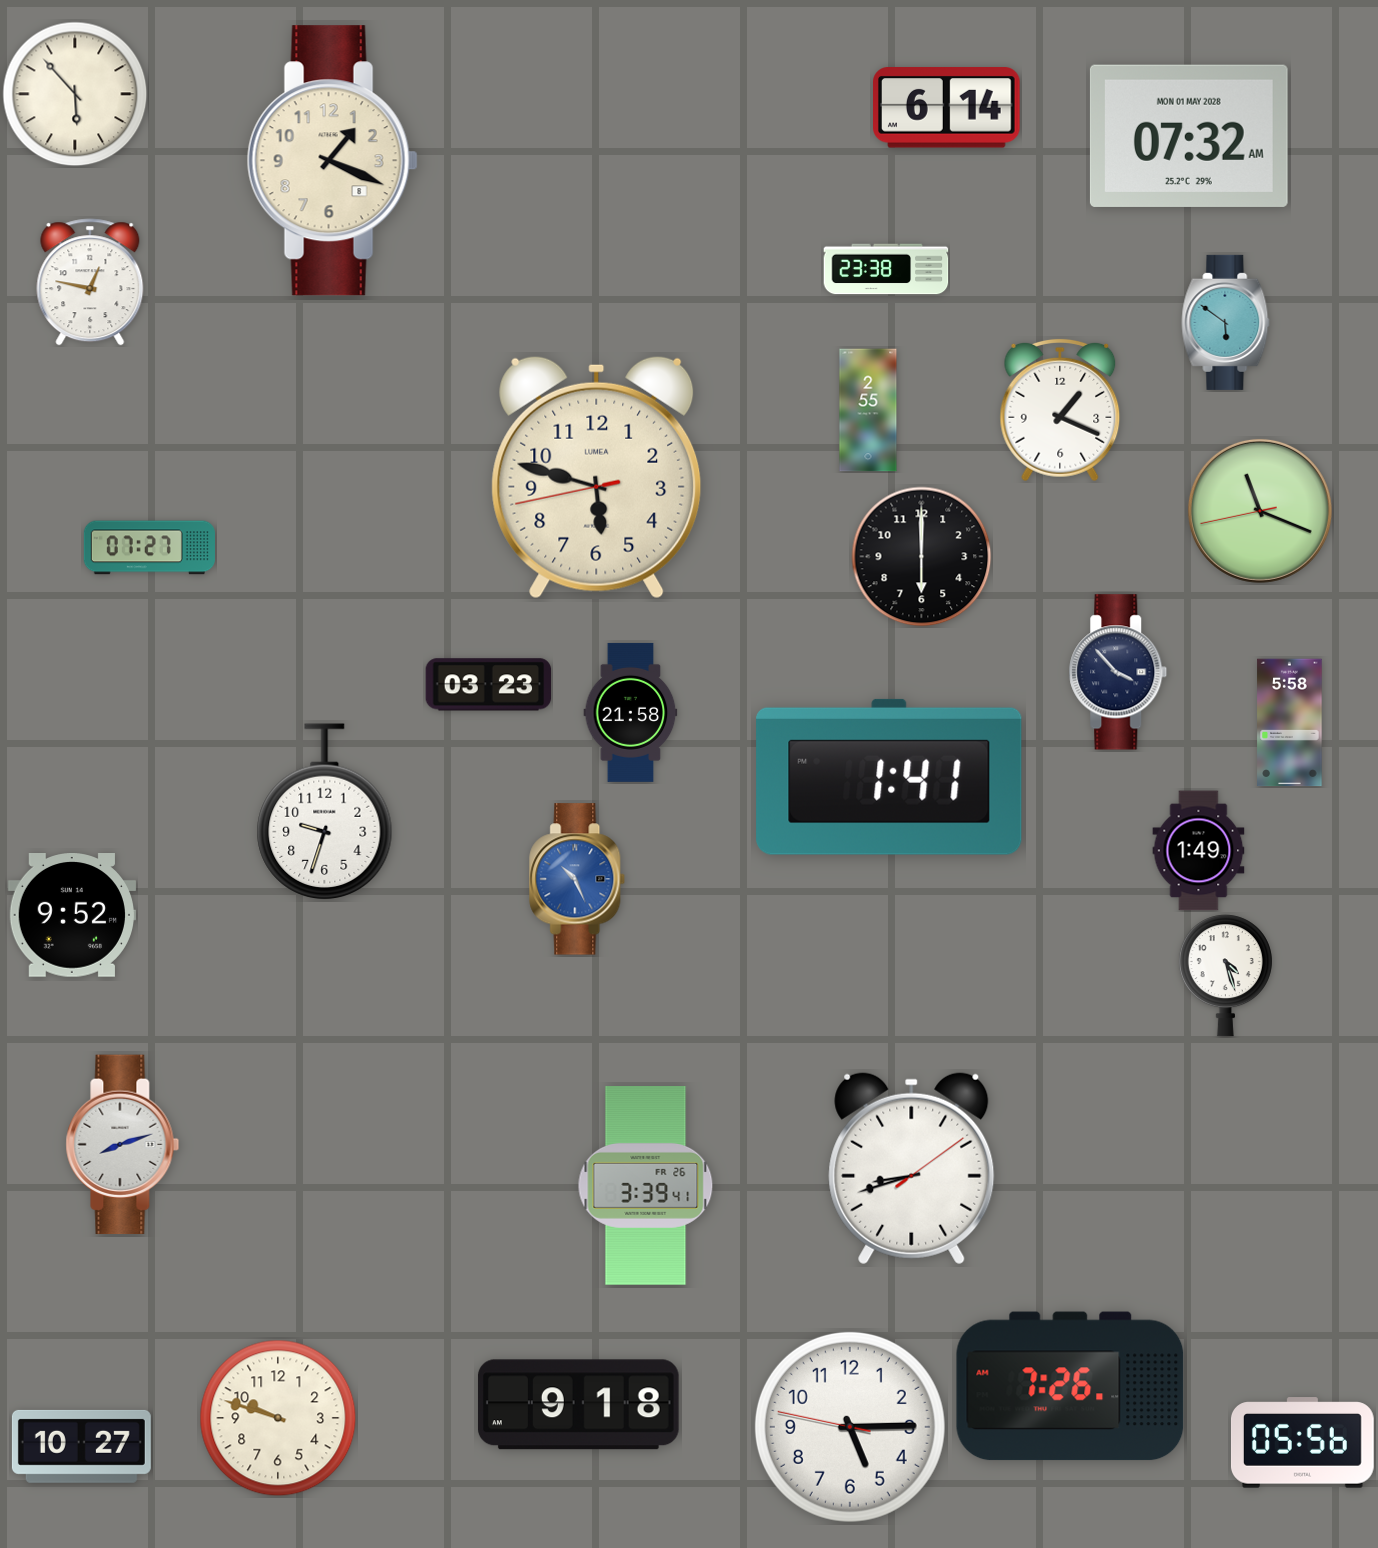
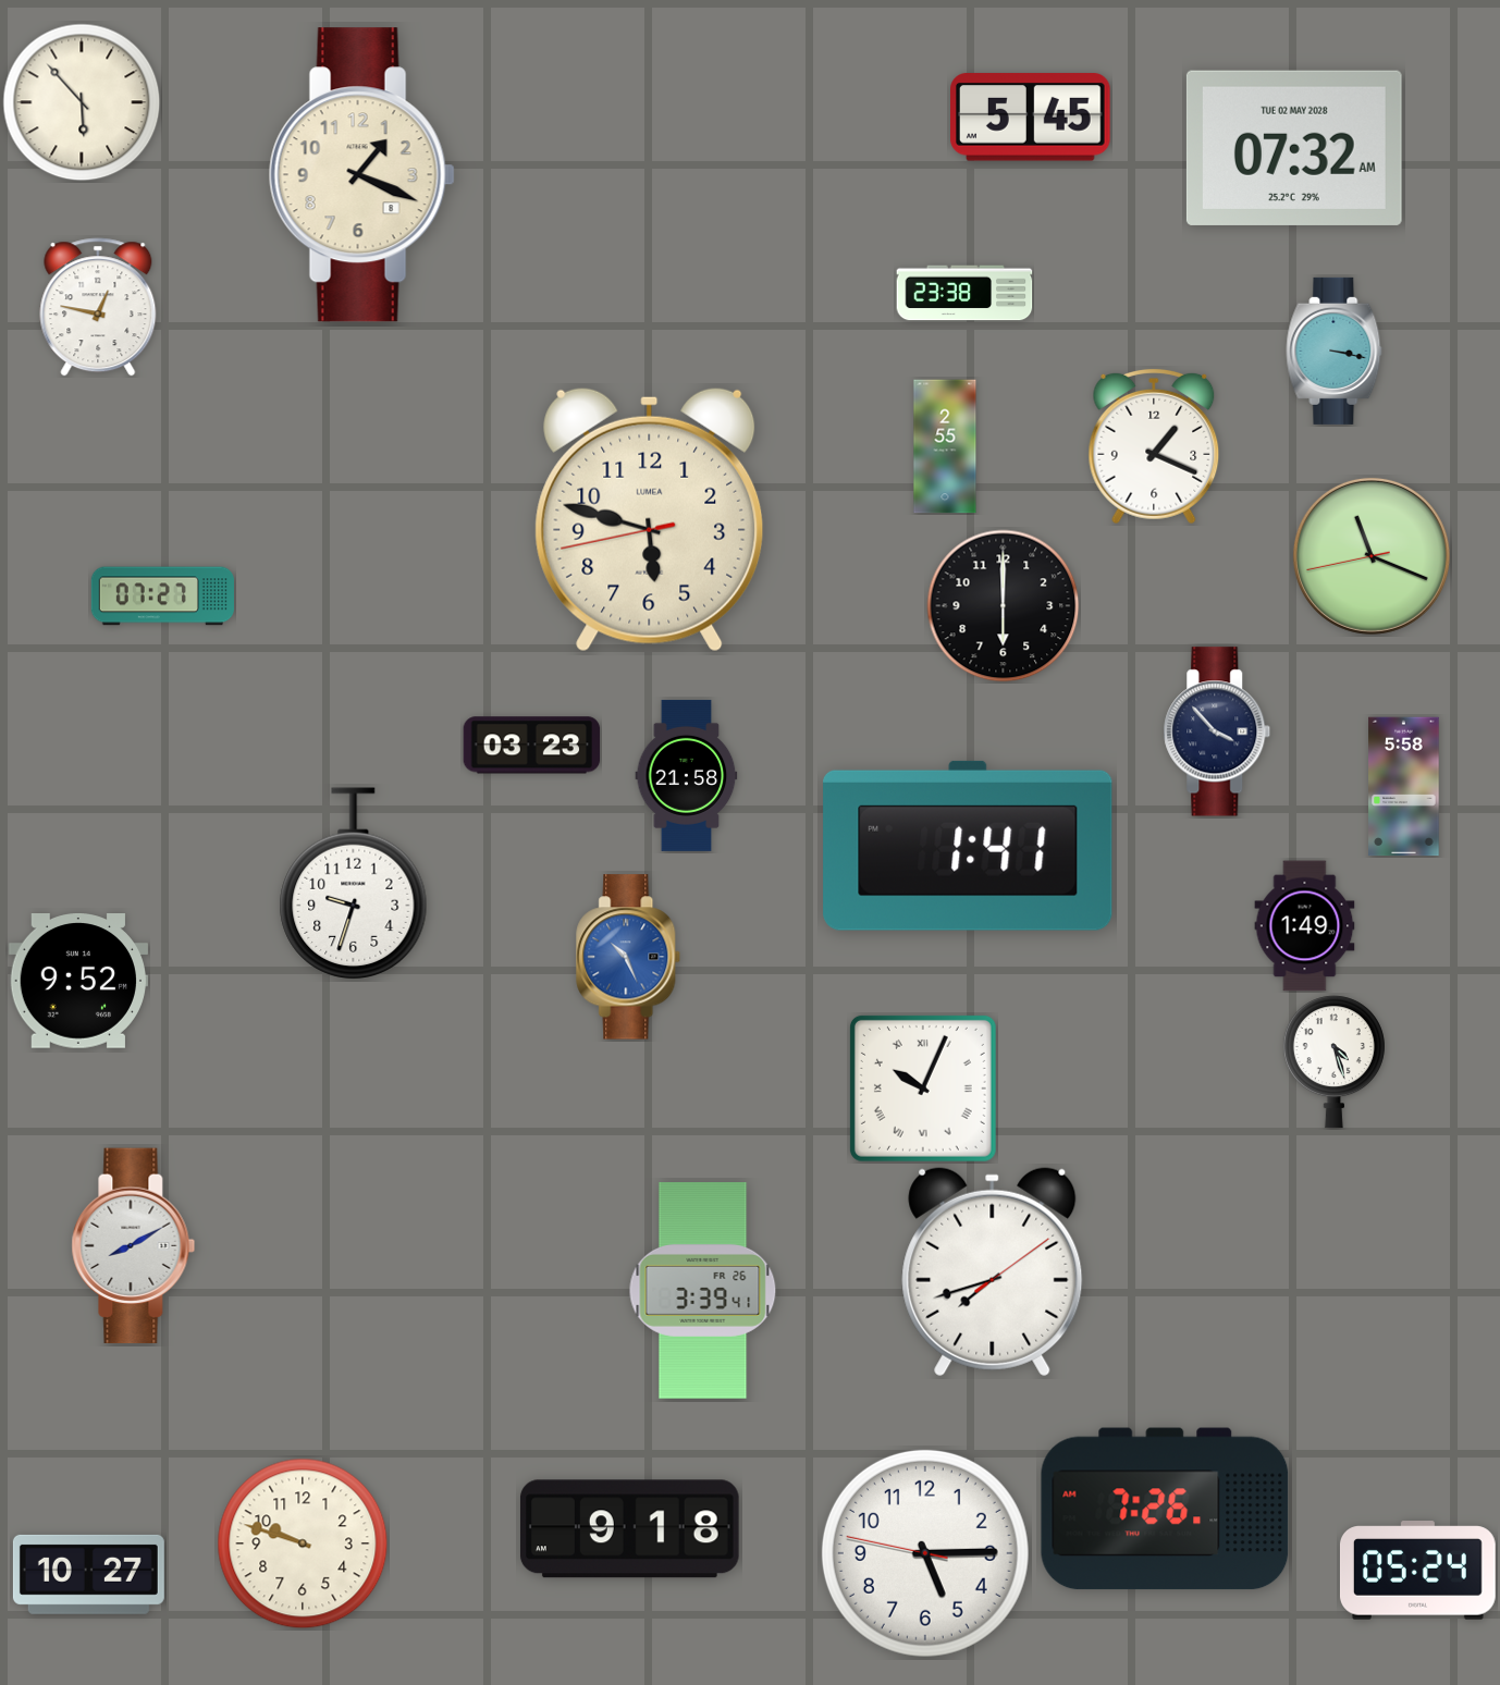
clock at (947, 108): 6:14 -> 5:45
clock at (1189, 136) date: MON 01 MAY 2028 -> TUE 02 MAY 2028
clock at (1226, 322): 5:51 -> 3:17
clock at (71, 915) position: (71, 915) -> (77, 981)
clock at (923, 1089): none -> 10:04
clock at (123, 1145): 8:12 -> 8:10
clock at (912, 1169): 8:42 -> 7:42
clock at (1302, 1443): 05:56 -> 05:24
